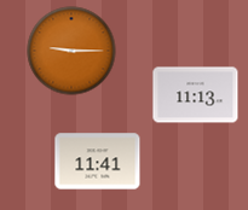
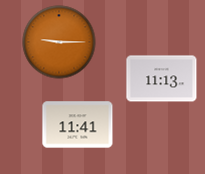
clock at (98, 162) position: (98, 162) -> (78, 125)
